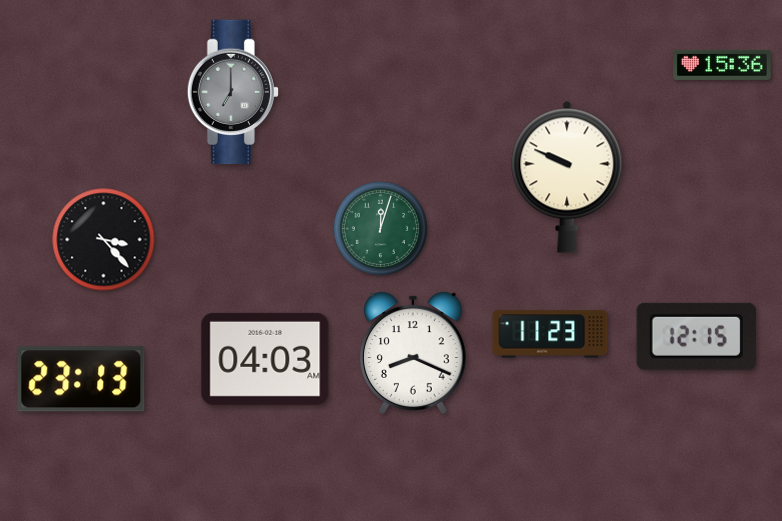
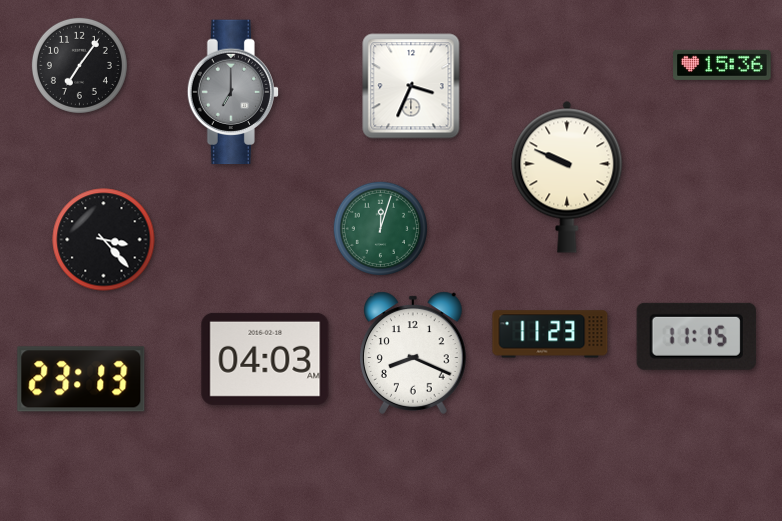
clock at (79, 65): none -> 7:06
clock at (411, 86): none -> 3:34
clock at (696, 336): 12:15 -> 11:15
